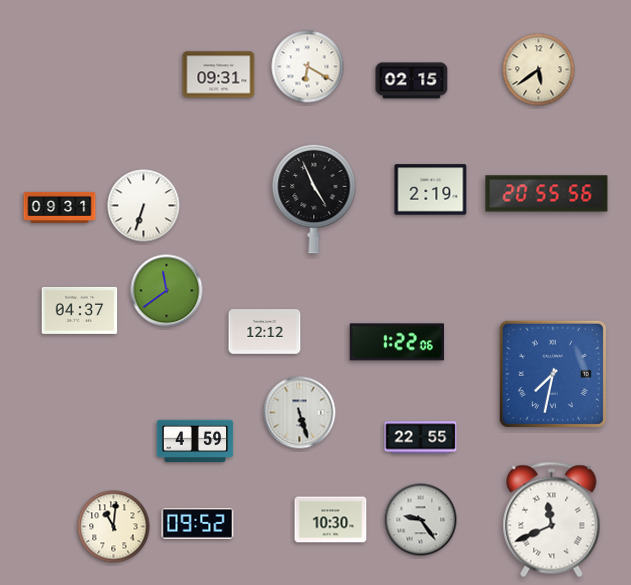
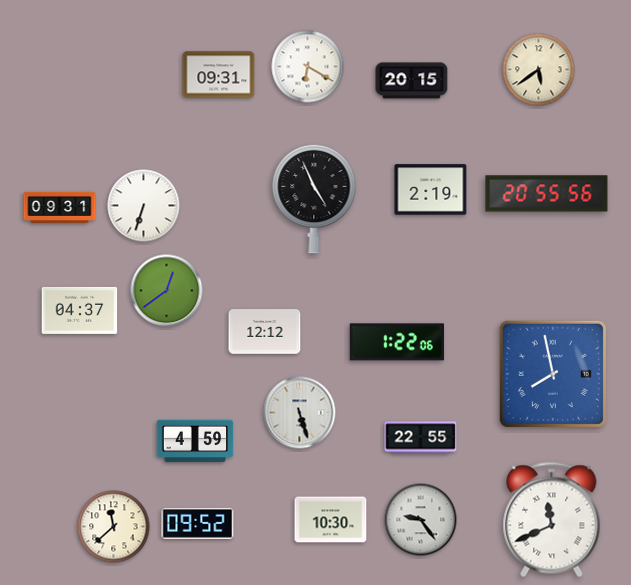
clock at (412, 81): 02:15 -> 20:15
clock at (167, 291): 11:39 -> 12:39
clock at (553, 374): 7:32 -> 7:58
clock at (114, 527): 11:01 -> 11:38
